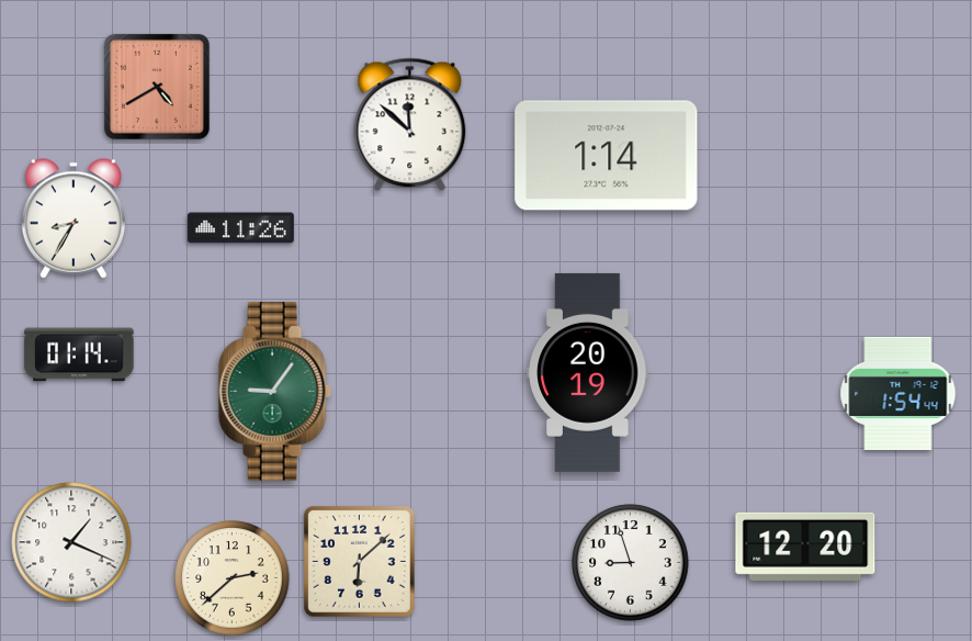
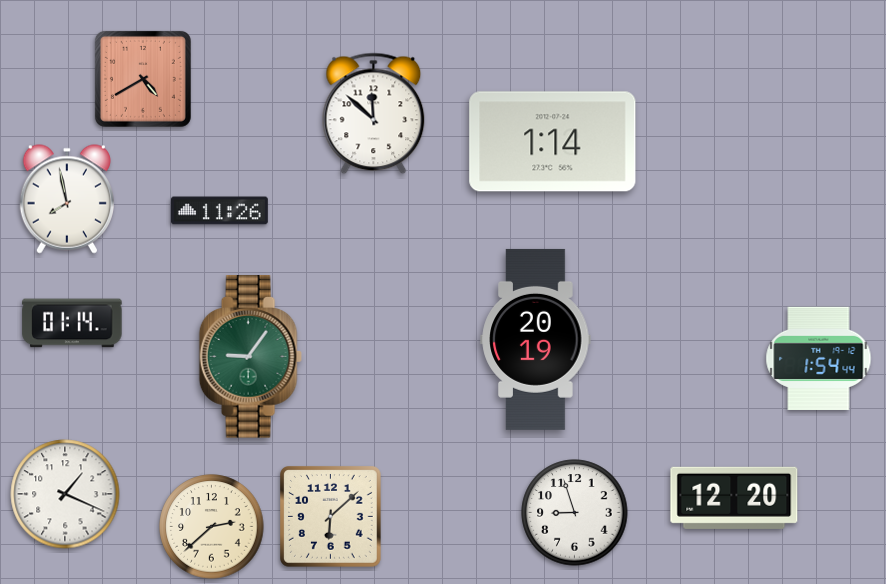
clock at (74, 218): 8:35 -> 7:58
clock at (241, 228) position: (241, 228) -> (220, 211)
clock at (360, 562) position: (360, 562) -> (331, 517)
